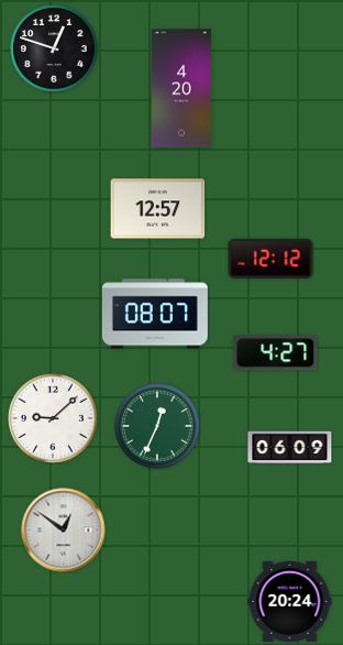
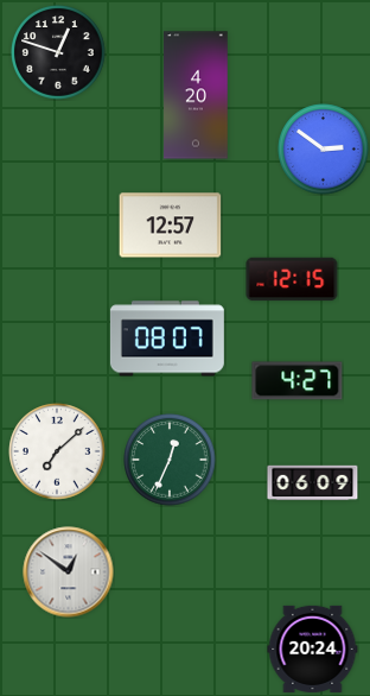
clock at (324, 150): none -> 2:51
clock at (270, 259): 12:12 -> 12:15
clock at (53, 418): 9:08 -> 7:08
